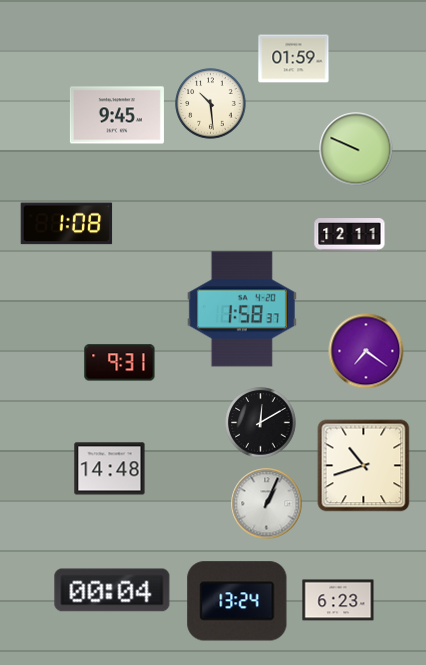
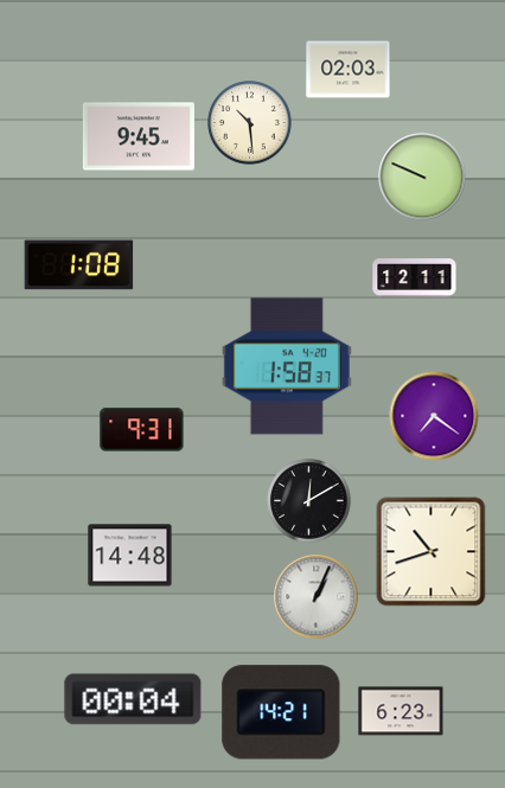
clock at (294, 59): 01:59 -> 02:03
clock at (237, 601): 13:24 -> 14:21
